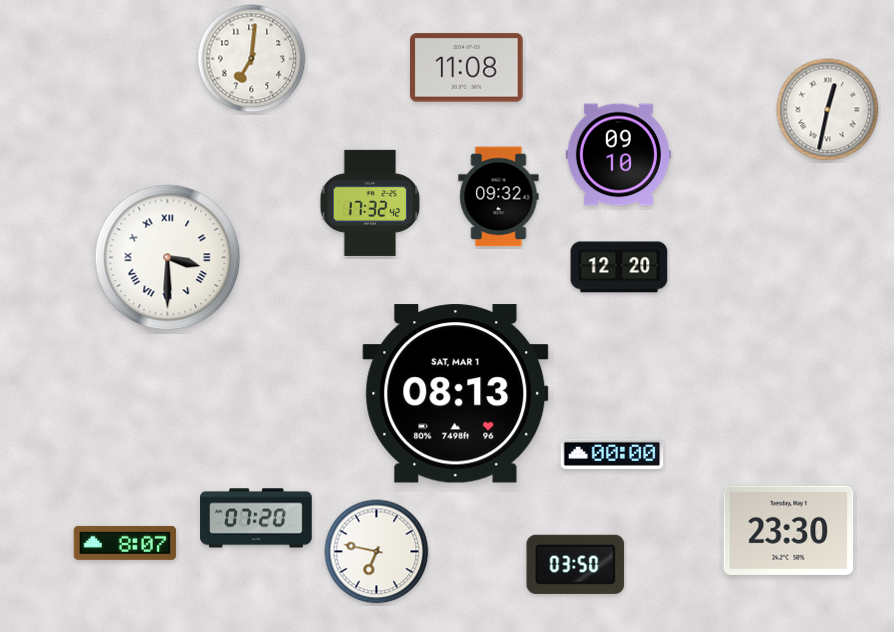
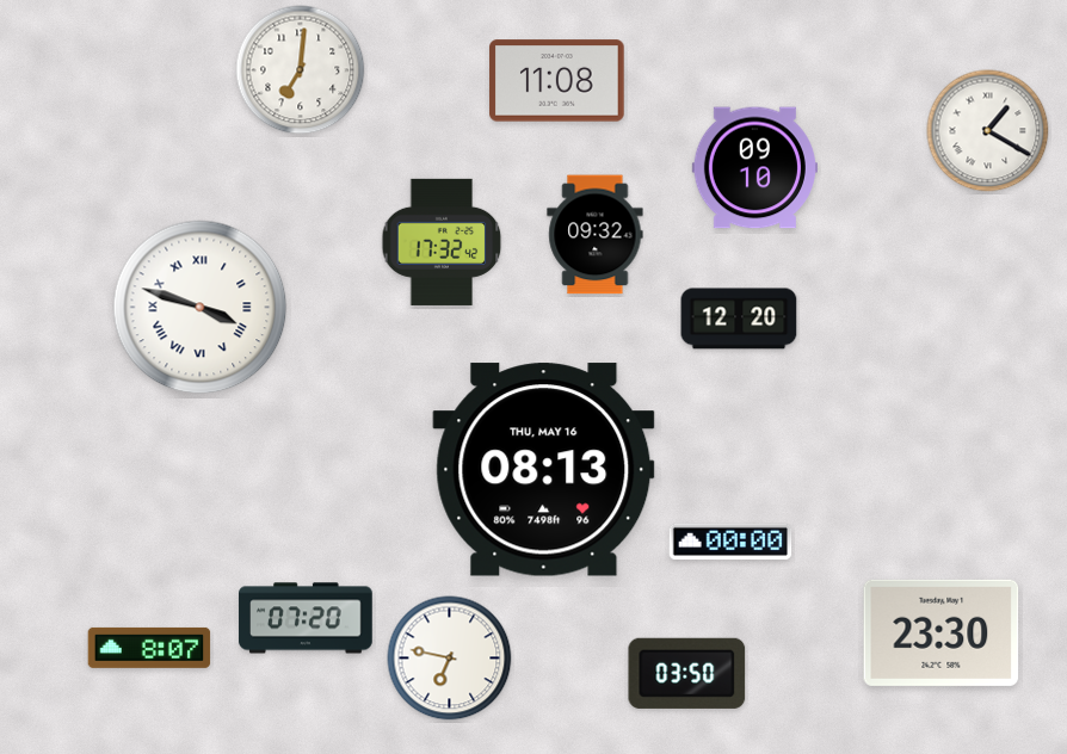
clock at (828, 110): 12:32 -> 1:20
clock at (618, 155) position: (618, 155) -> (754, 168)
clock at (168, 258): 3:30 -> 3:48
clock at (456, 394) date: SAT, MAR 1 -> THU, MAY 16
